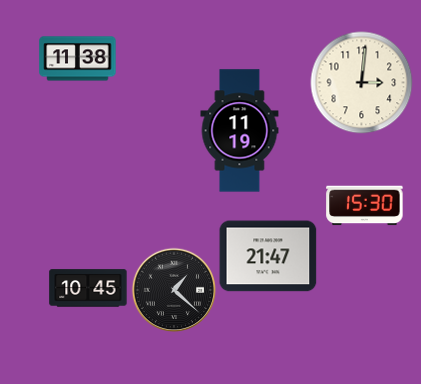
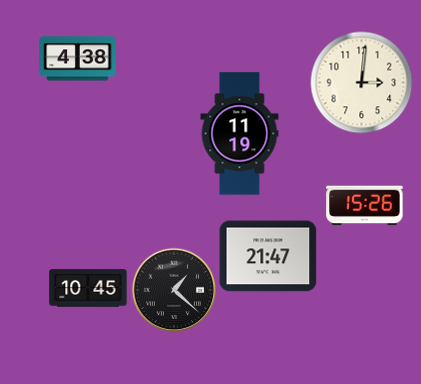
clock at (78, 59): 11:38 -> 4:38
clock at (240, 131) position: (240, 131) -> (240, 134)
clock at (365, 206): 15:30 -> 15:26
